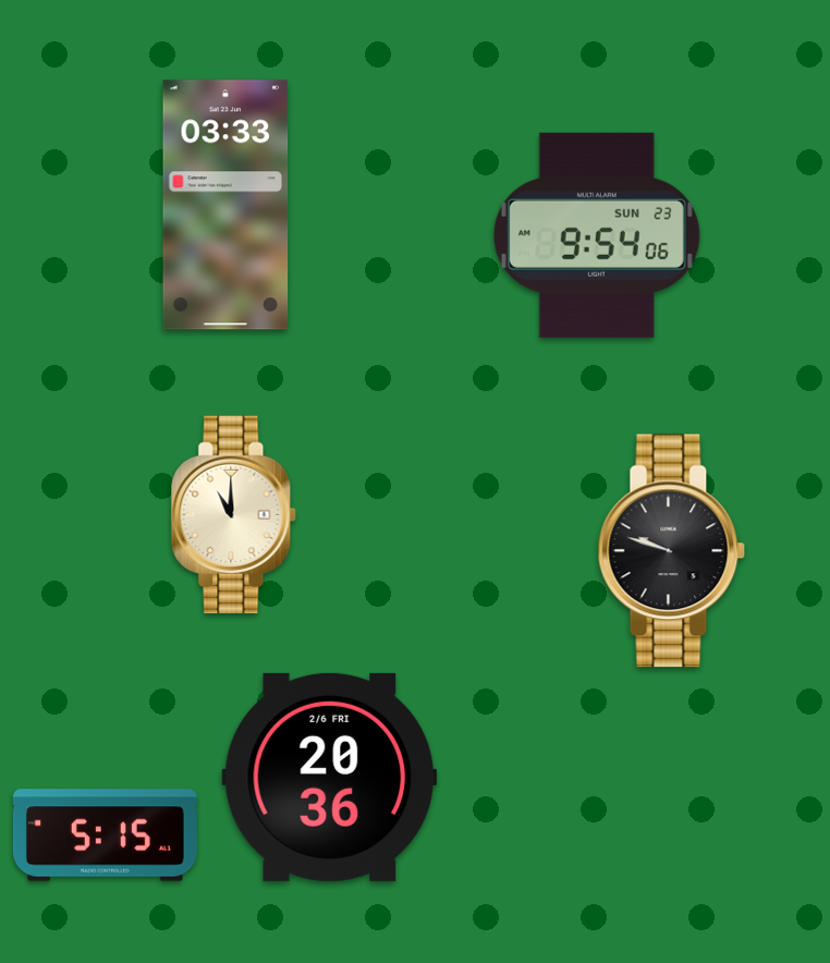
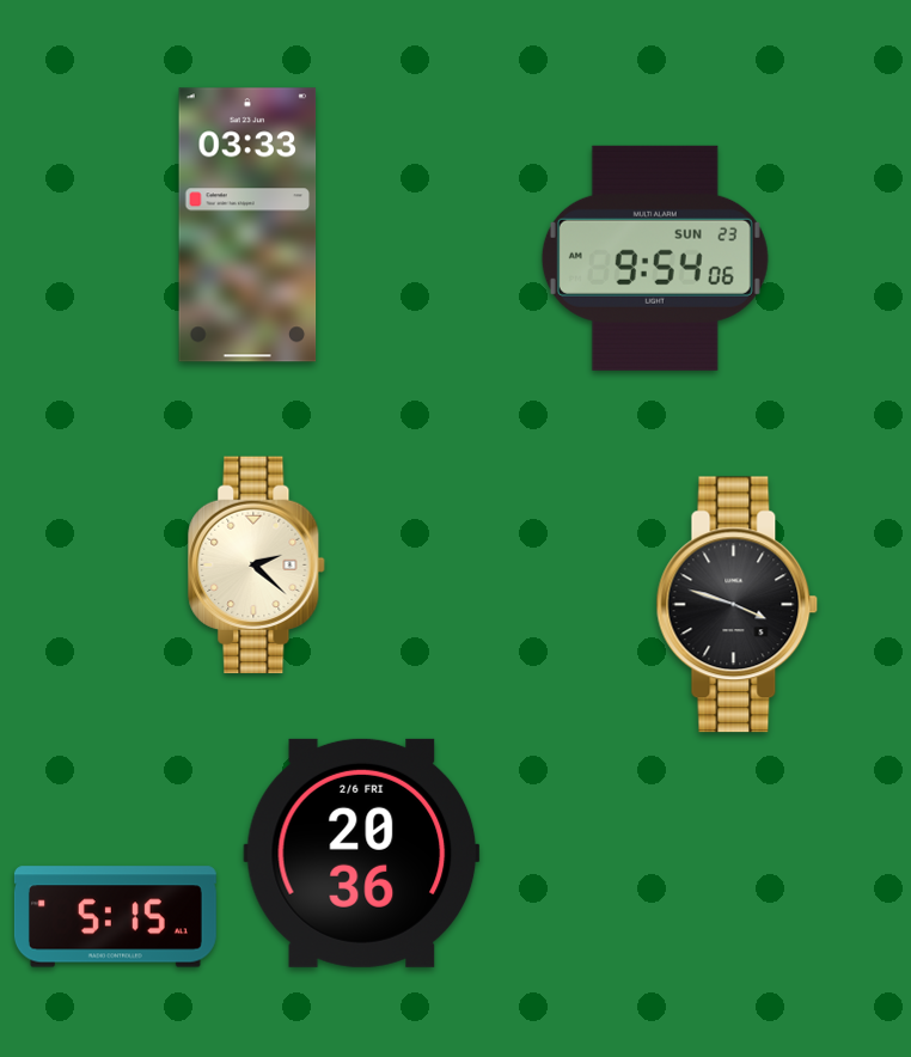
clock at (234, 515): 11:00 -> 2:22
clock at (672, 551): 9:48 -> 3:48
